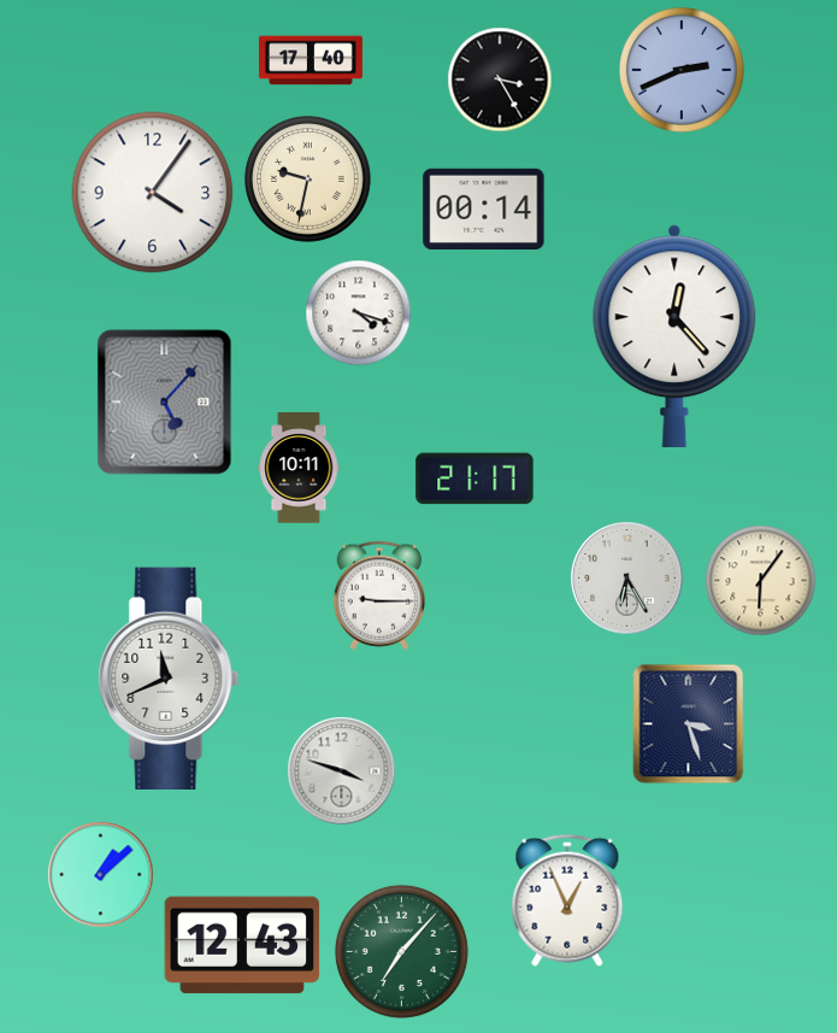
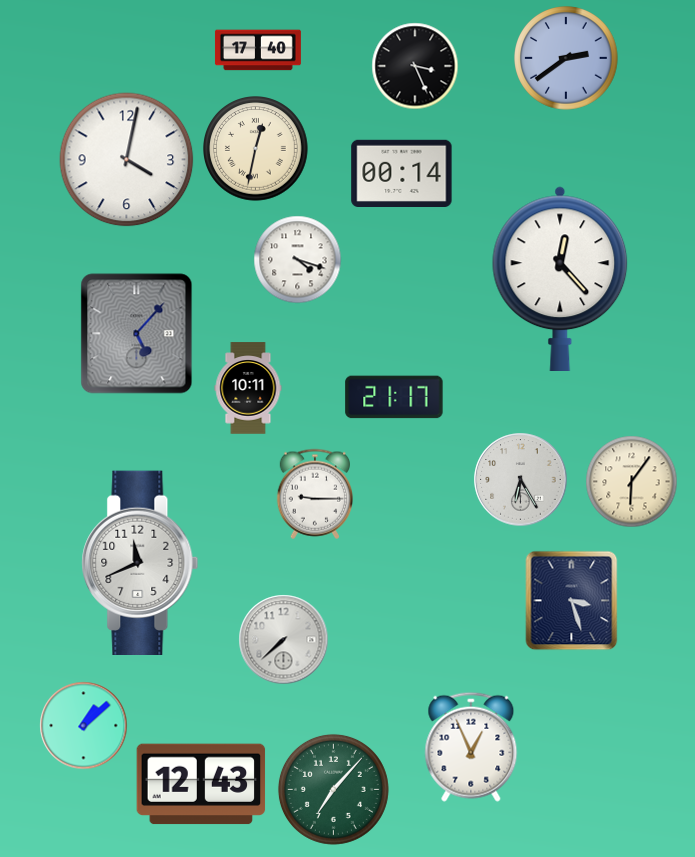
clock at (682, 70): 2:41 -> 2:39
clock at (500, 80): 3:25 -> 3:26
clock at (308, 180): 9:32 -> 12:32
clock at (153, 193): 4:06 -> 4:02
clock at (341, 770): 3:48 -> 7:38
